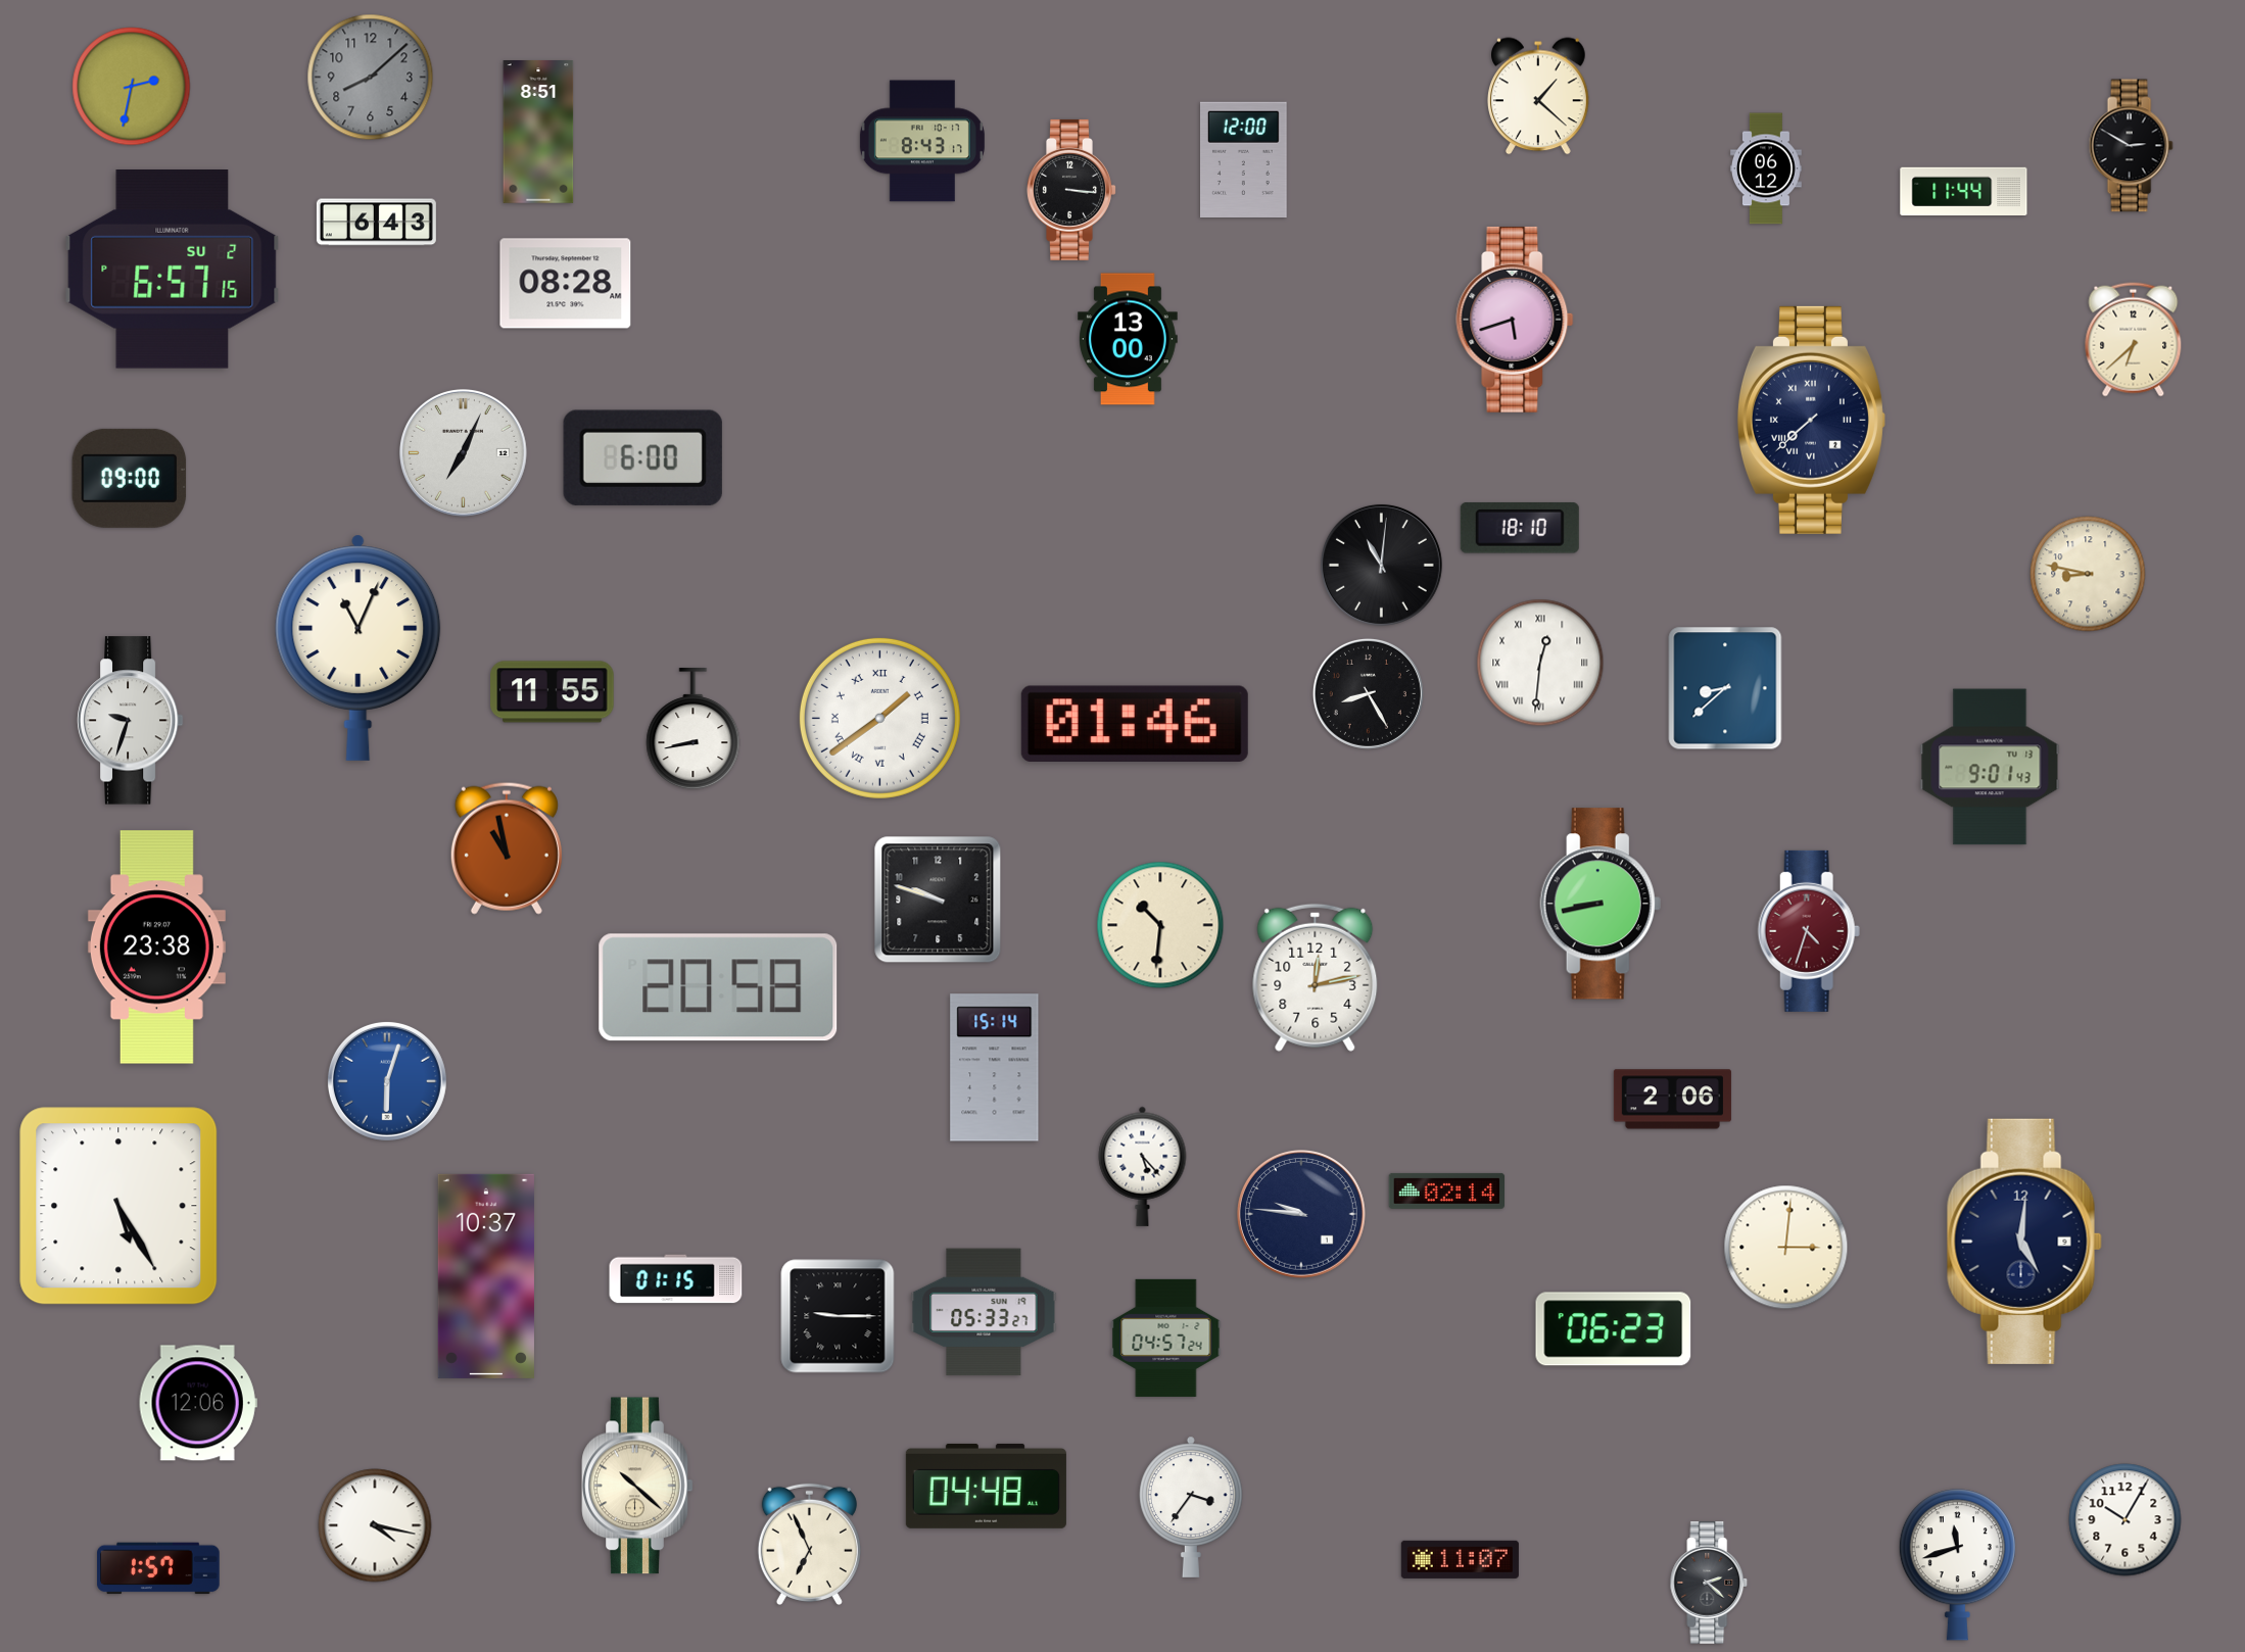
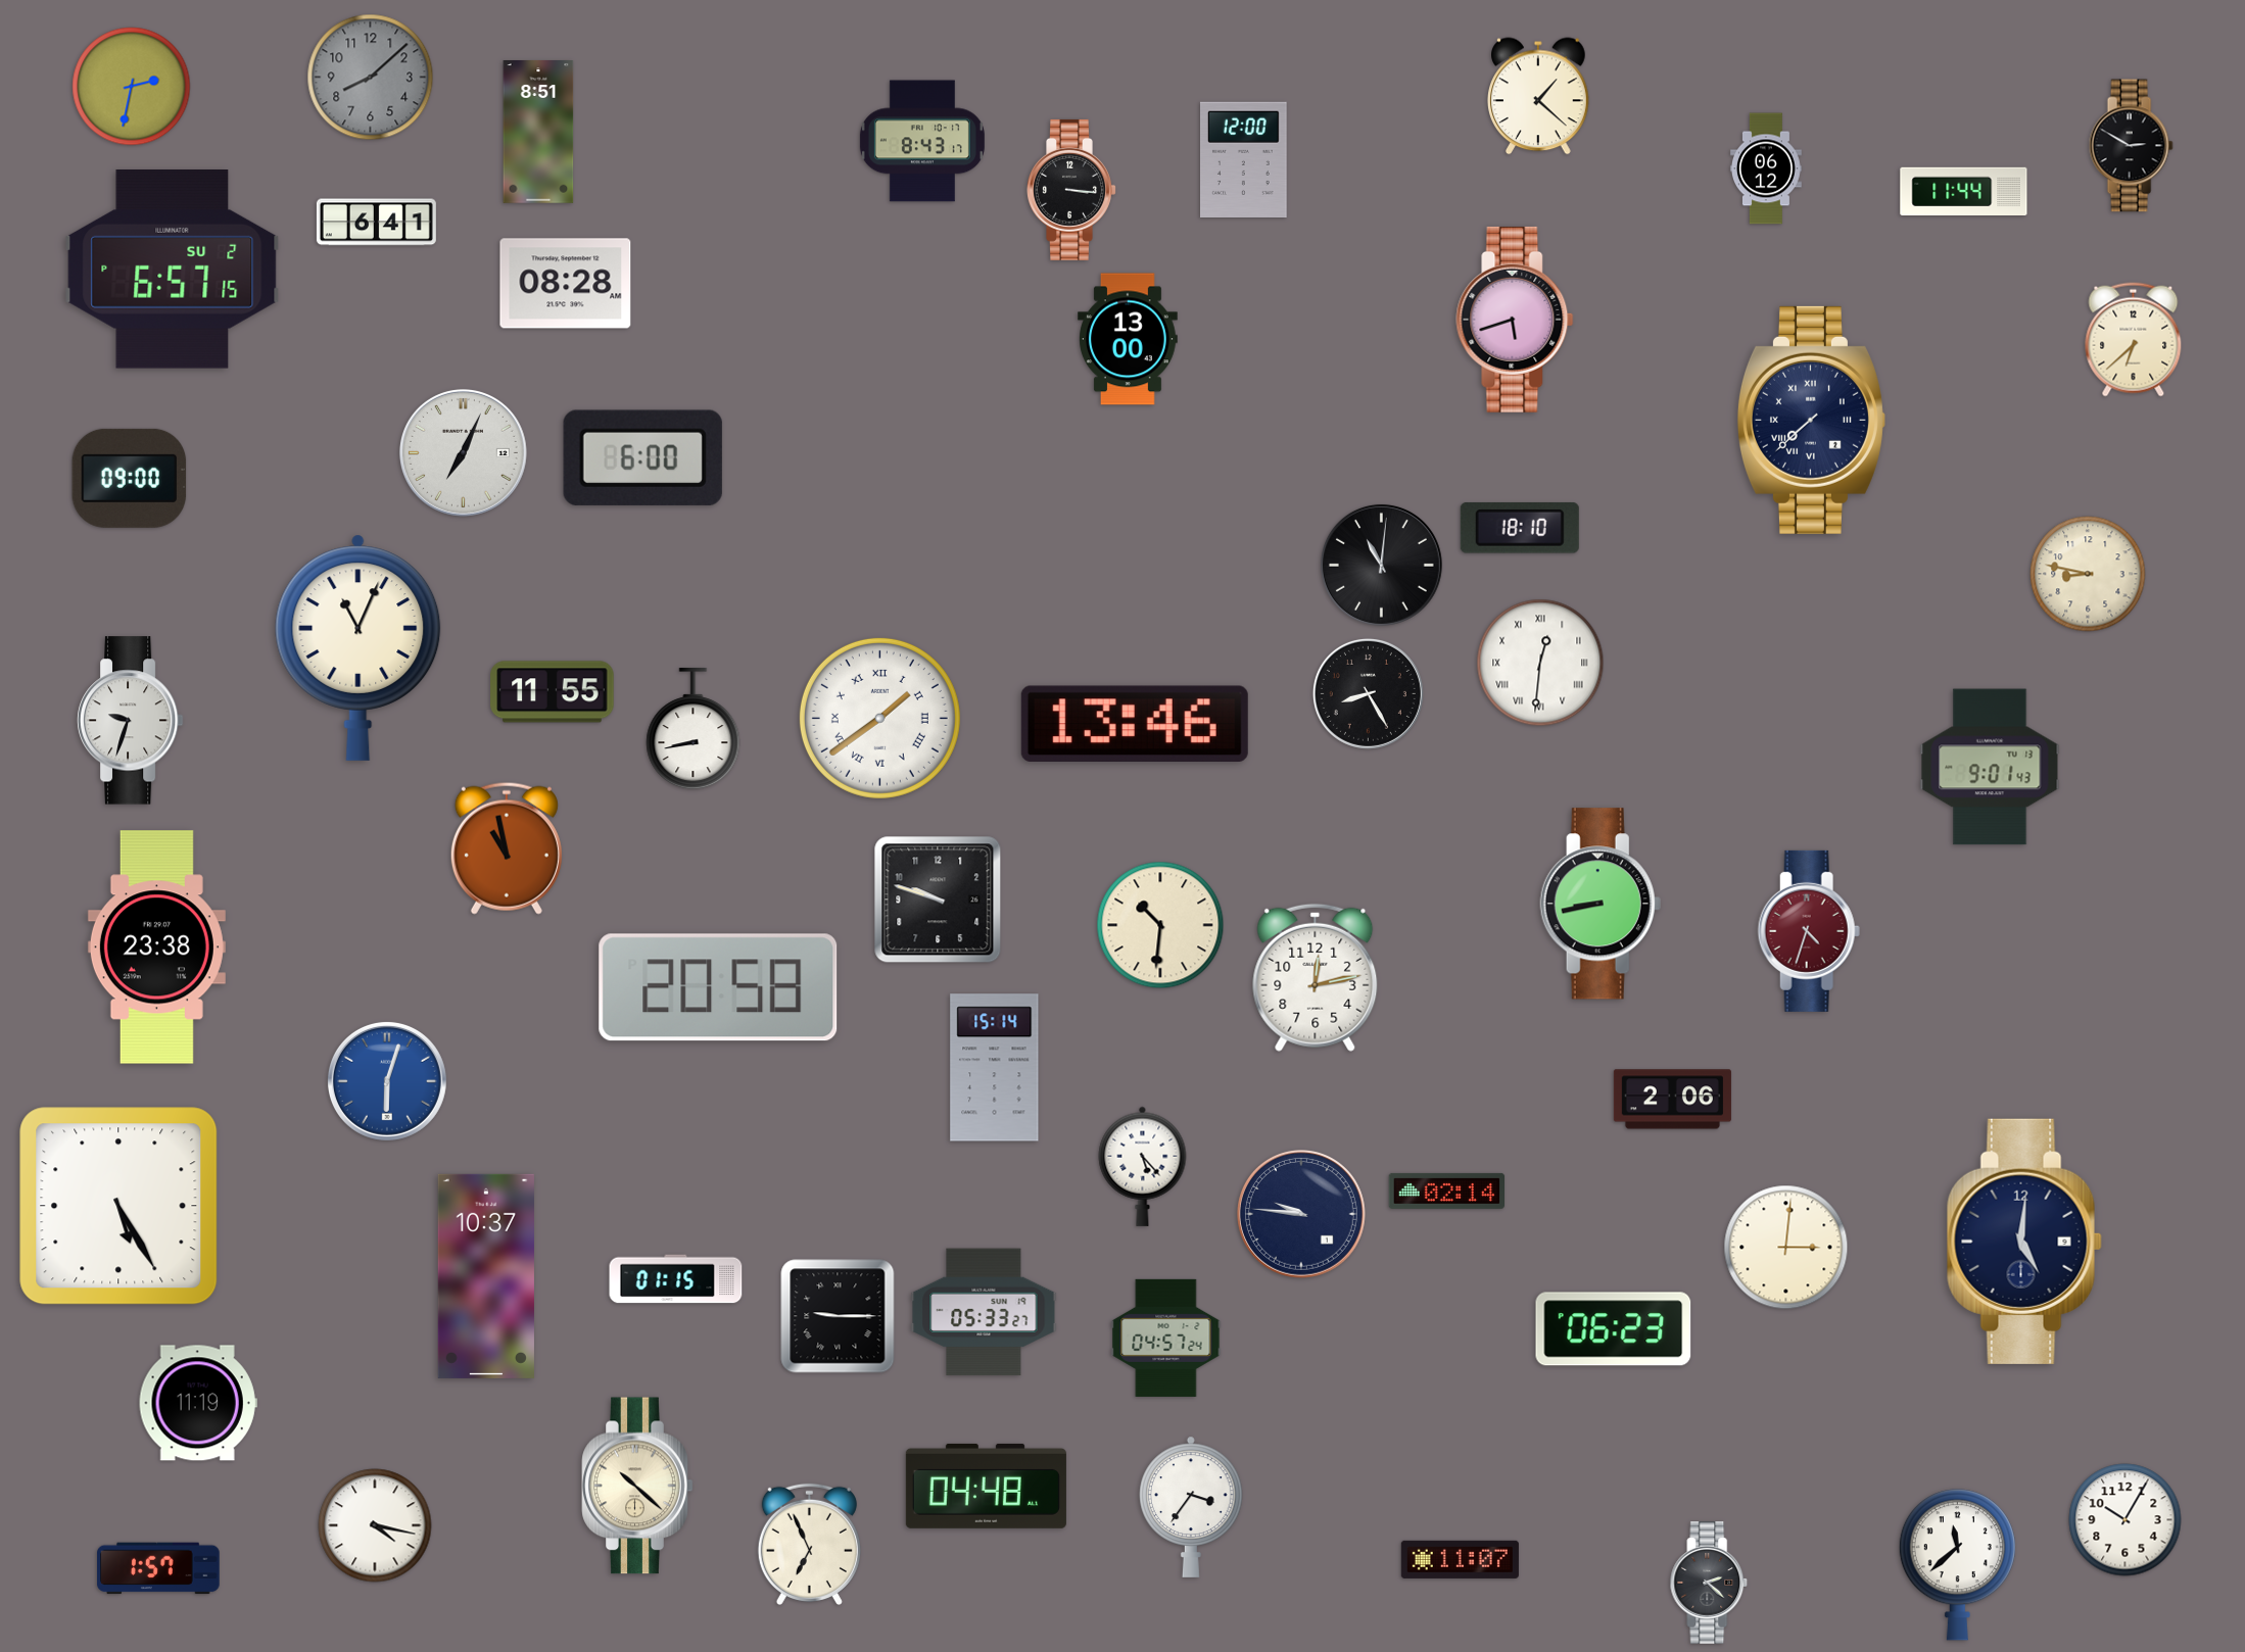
clock at (376, 223): 6:43 -> 6:41
clock at (1725, 688): 8:38 -> none
clock at (1135, 723): 01:46 -> 13:46
clock at (198, 1403): 12:06 -> 11:19
clock at (1957, 1565): 11:42 -> 11:38
